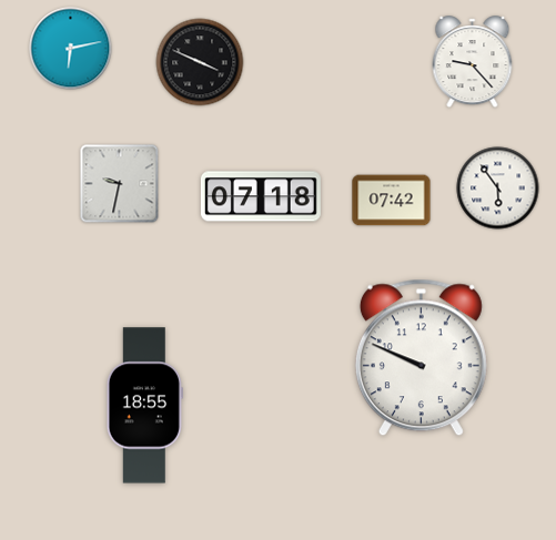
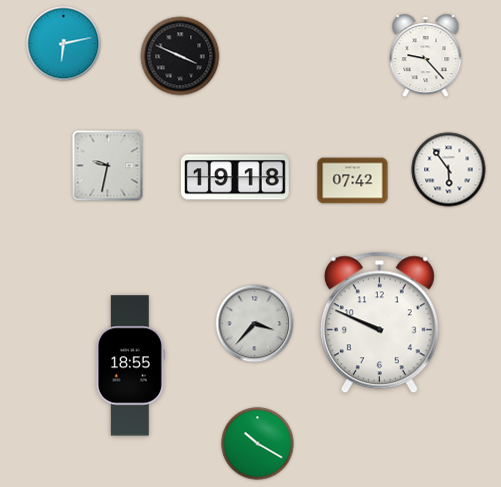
clock at (261, 196): 07:18 -> 19:18
clock at (255, 324): none -> 3:37
clock at (258, 444): none -> 10:20
